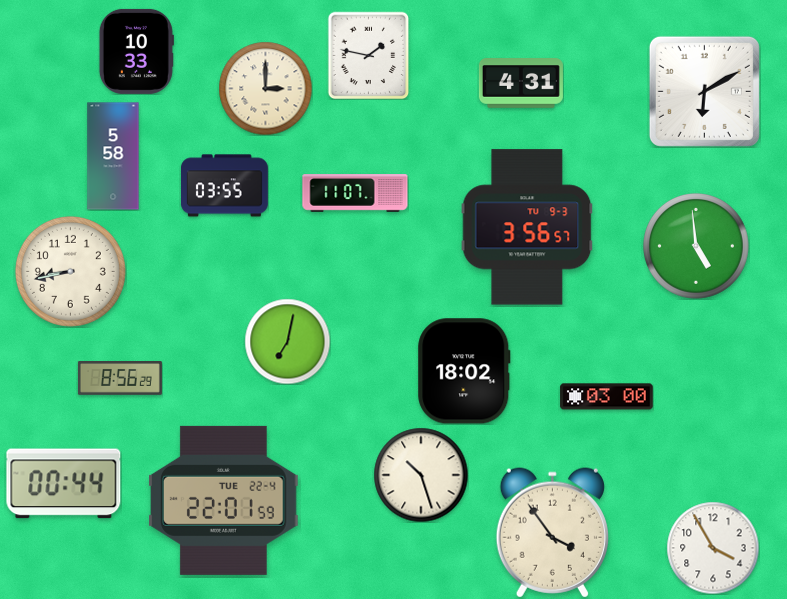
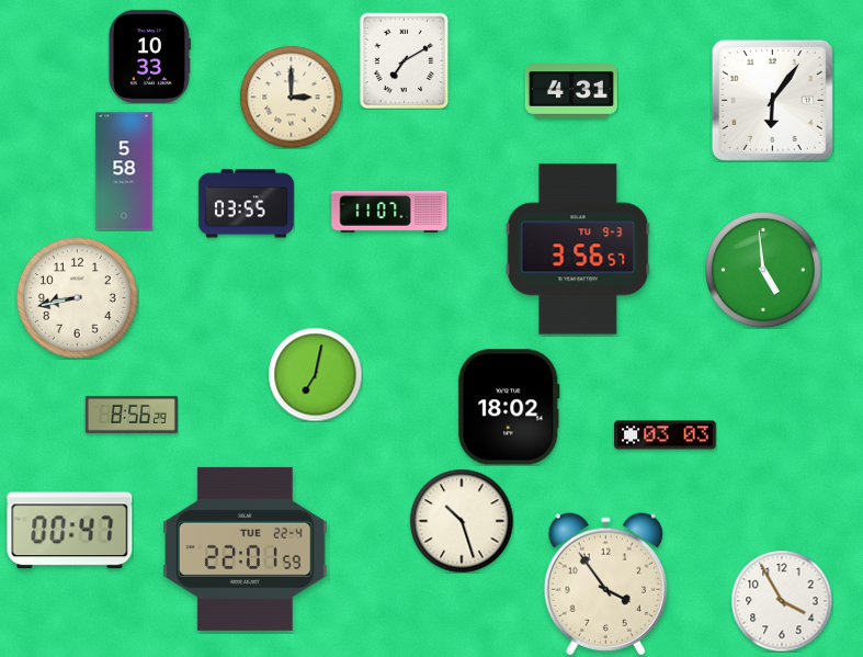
clock at (369, 55): 1:47 -> 7:10
clock at (704, 91): 6:10 -> 6:06
clock at (607, 397): 03:00 -> 03:03
clock at (64, 484): 00:44 -> 00:47
